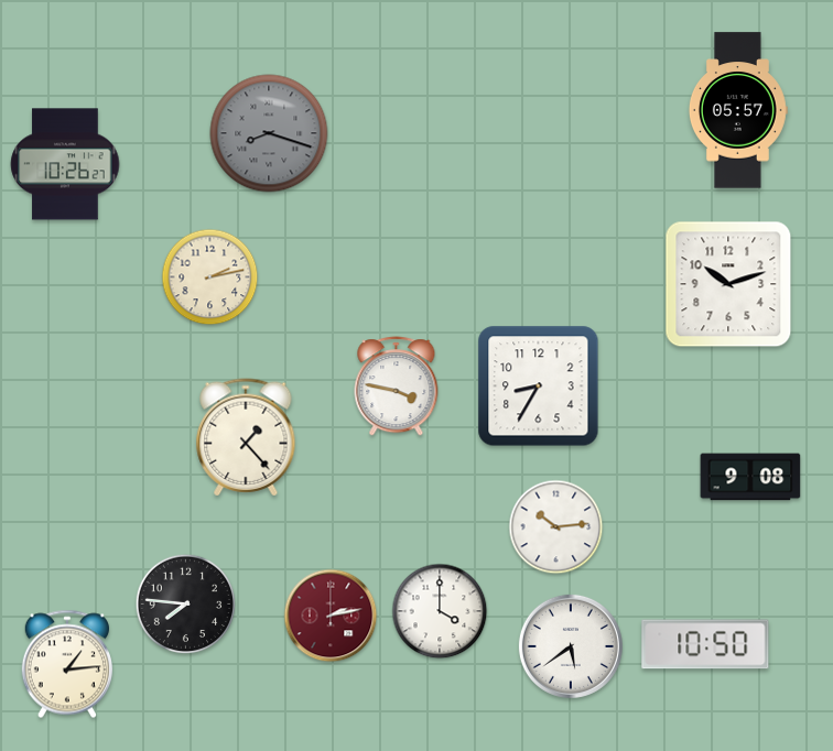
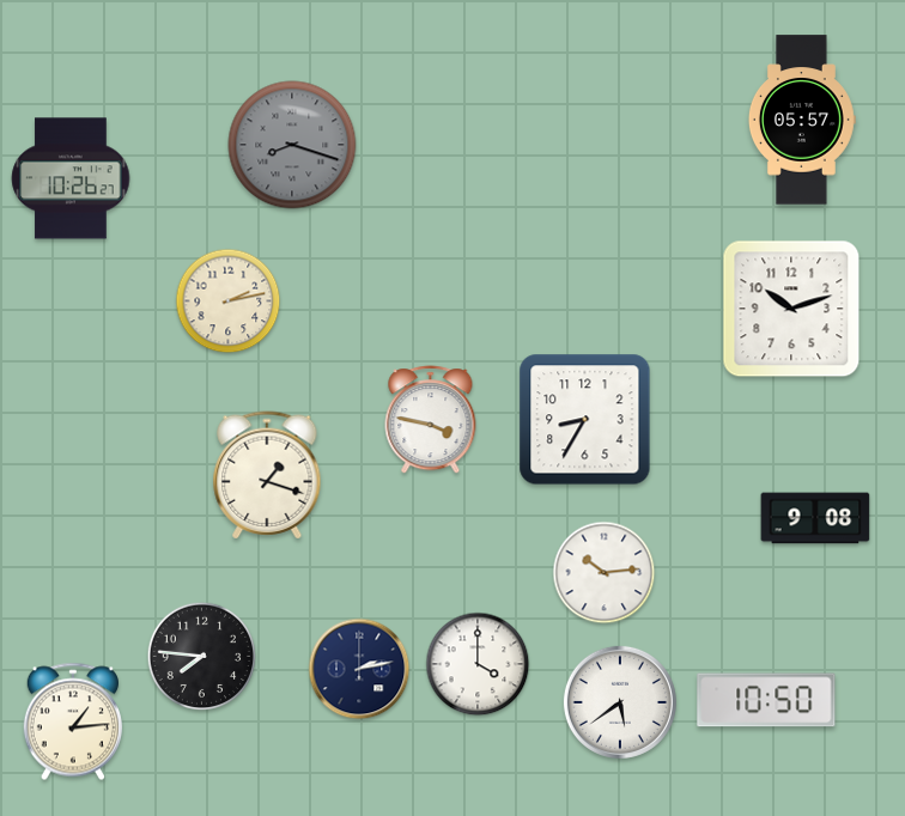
clock at (246, 437): 1:23 -> 1:18
clock at (331, 616) dial: burgundy -> navy
